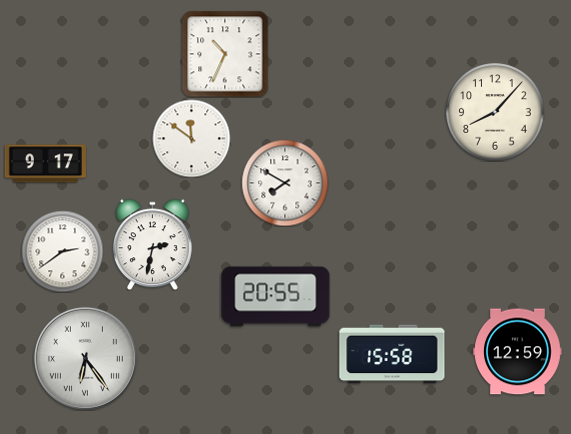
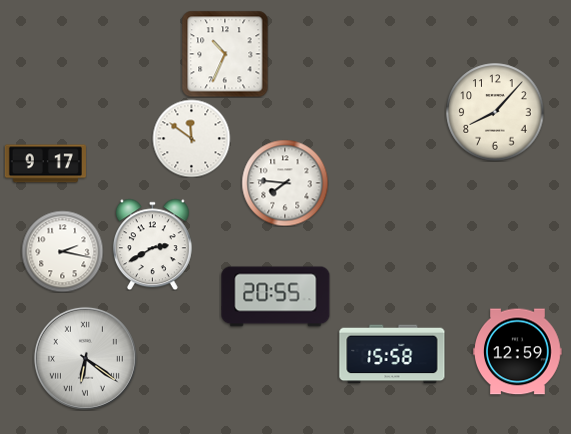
clock at (285, 183): 7:50 -> 7:46
clock at (152, 244): 2:32 -> 2:40
clock at (62, 251): 2:39 -> 2:17
clock at (85, 358): 6:24 -> 6:21
